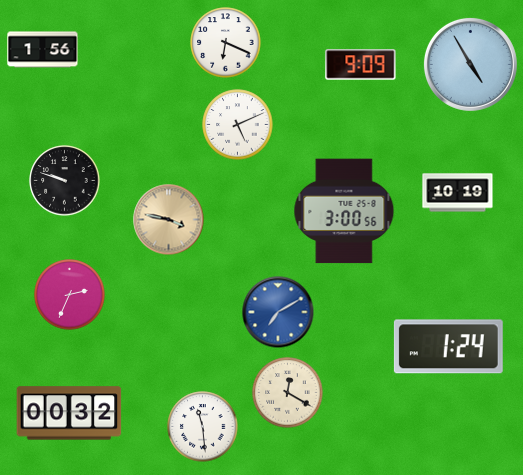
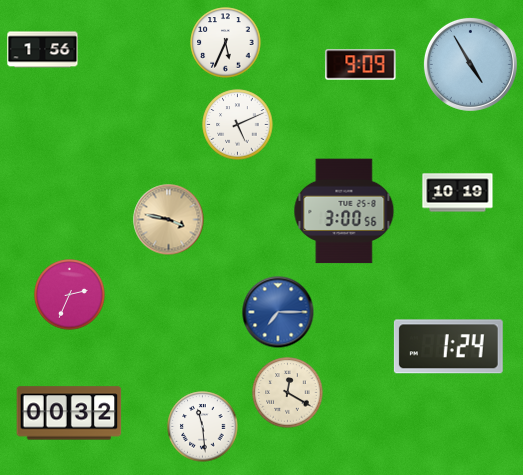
clock at (226, 43): 6:19 -> 5:34
clock at (65, 181): 9:48 -> none
clock at (278, 312): 7:10 -> 7:15
